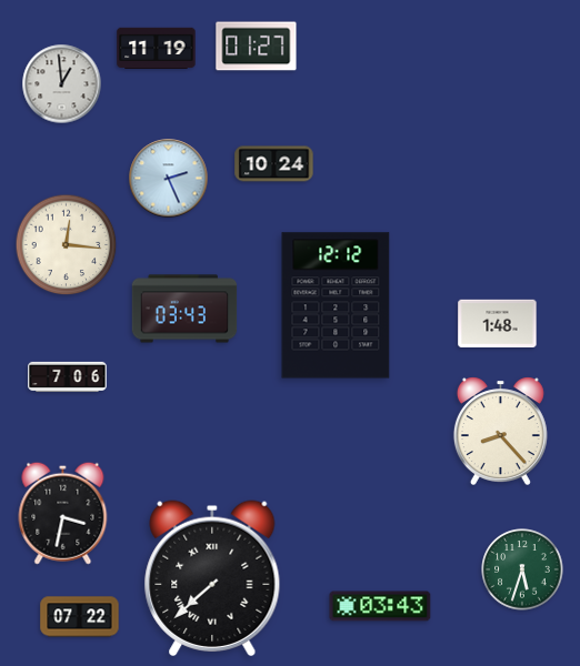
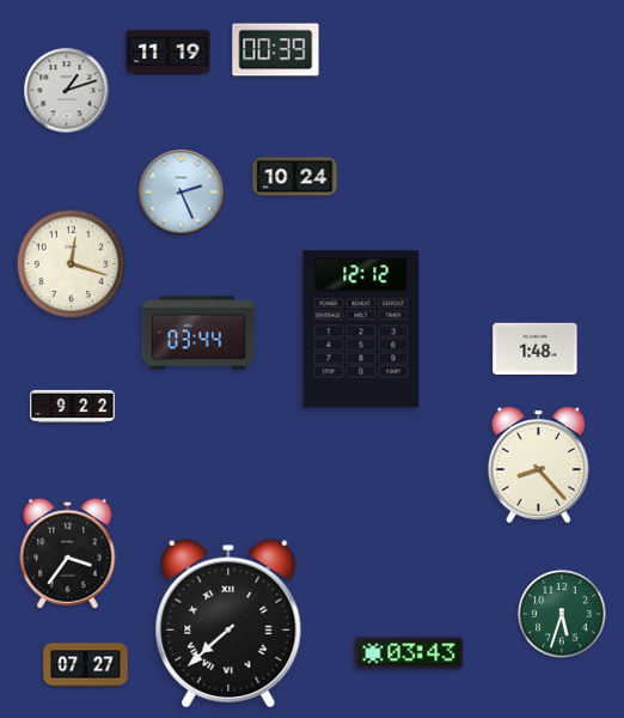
clock at (257, 47): 01:27 -> 00:39
clock at (62, 84): 12:59 -> 1:12
clock at (67, 245): 12:16 -> 12:18
clock at (184, 309): 03:43 -> 03:44
clock at (68, 376): 7:06 -> 9:22
clock at (63, 513): 3:32 -> 3:36
clock at (80, 617): 07:22 -> 07:27
